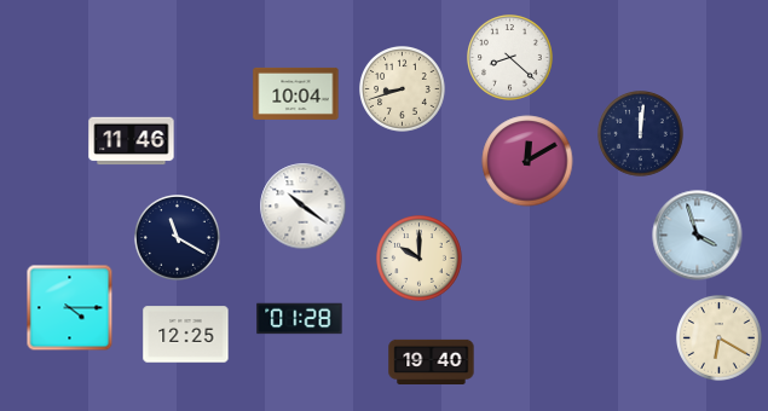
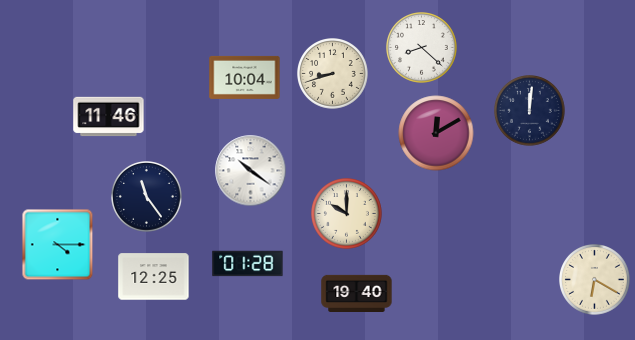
clock at (698, 236): 3:57 -> none
clock at (178, 238): 11:20 -> 11:24
clock at (70, 308) position: (70, 308) -> (58, 245)
clock at (432, 361) position: (432, 361) -> (357, 293)
